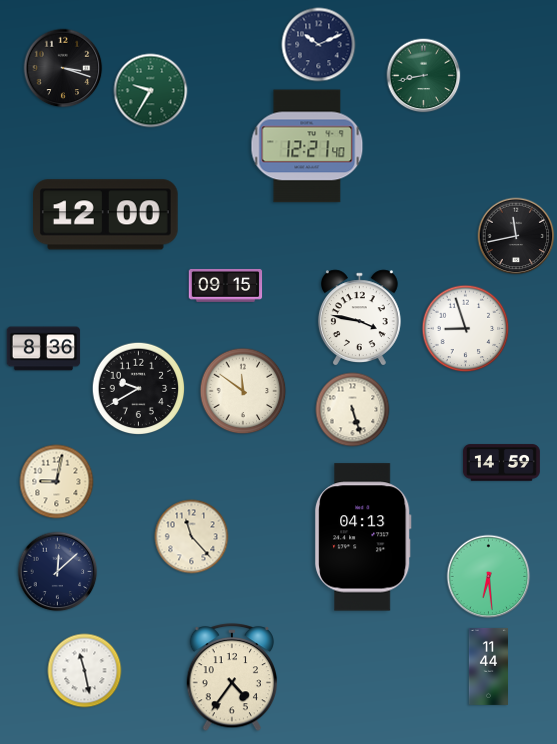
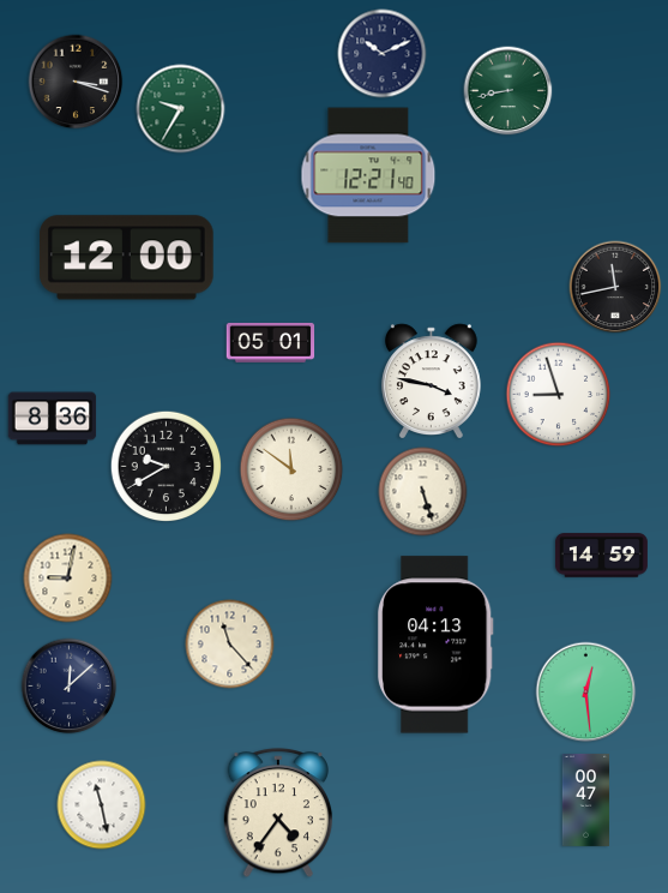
clock at (516, 236) position: (516, 236) -> (615, 287)
clock at (226, 285): 09:15 -> 05:01
clock at (489, 577): 6:29 -> 12:29
clock at (488, 666): 11:44 -> 00:47
